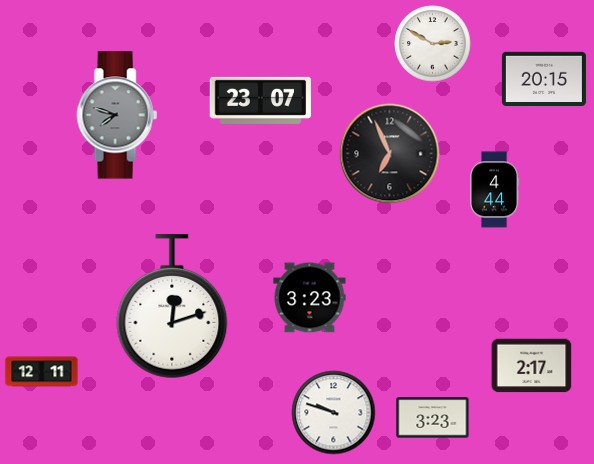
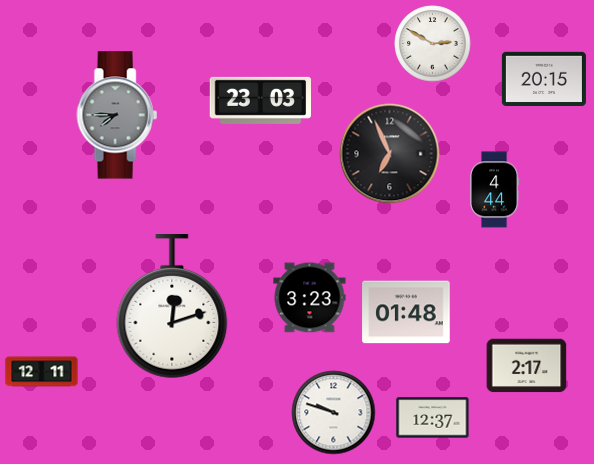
clock at (260, 100): 23:07 -> 23:03
clock at (117, 115): 7:48 -> 7:45
clock at (406, 312): none -> 01:48
clock at (532, 366) position: (532, 366) -> (527, 366)
clock at (433, 418): 3:23 -> 12:37
